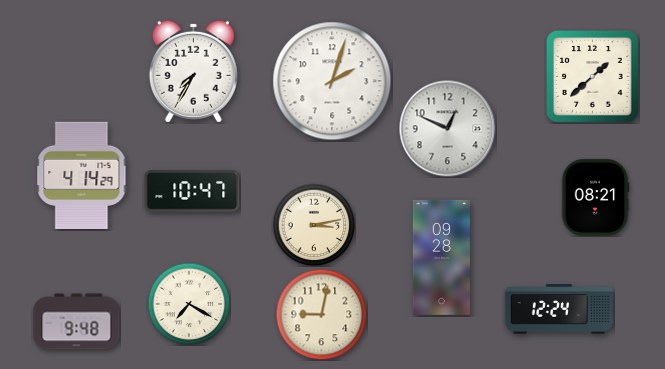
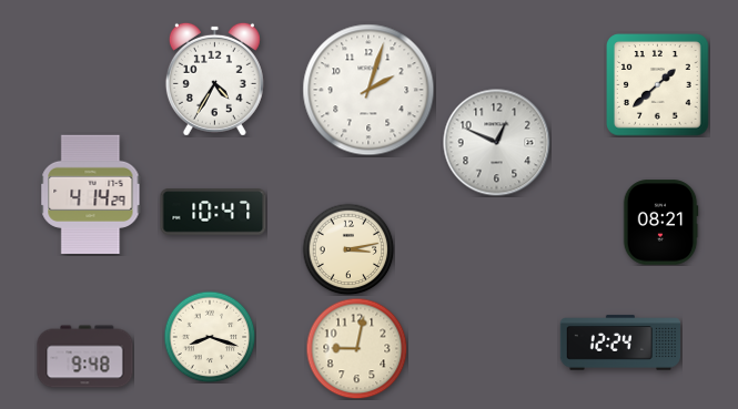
clock at (193, 71): 7:35 -> 4:35
clock at (595, 198) position: (595, 198) -> (660, 223)
clock at (441, 257): 09:28 -> none
clock at (189, 304): 7:20 -> 8:18
